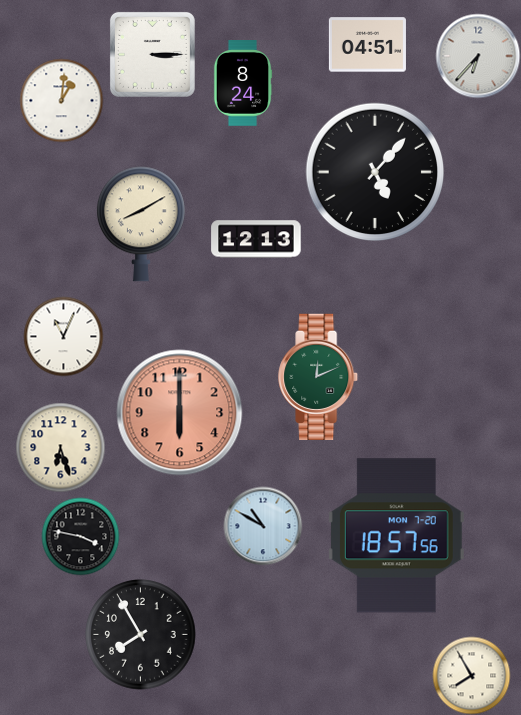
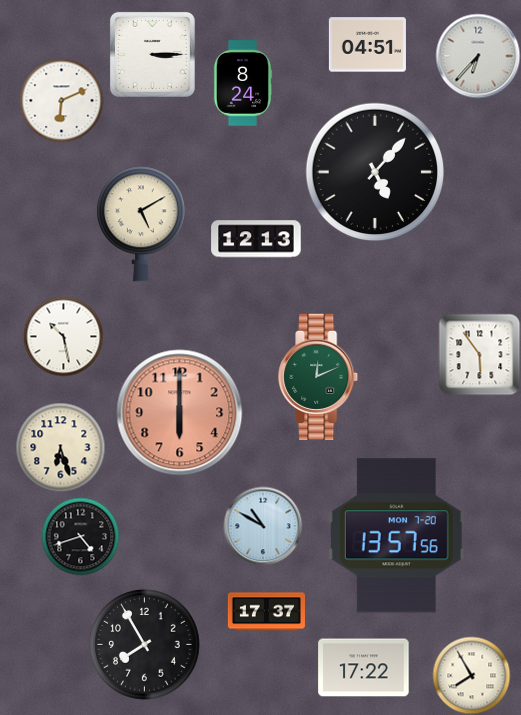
clock at (61, 100): 1:01 -> 6:11
clock at (141, 224): 8:10 -> 5:10
clock at (63, 336): 11:04 -> 10:28
clock at (479, 354): none -> 5:54
clock at (80, 536): 3:47 -> 4:42
clock at (396, 536): 18:57 -> 13:57
clock at (266, 612): none -> 17:37
clock at (141, 635) position: (141, 635) -> (145, 645)
clock at (364, 668): none -> 17:22
